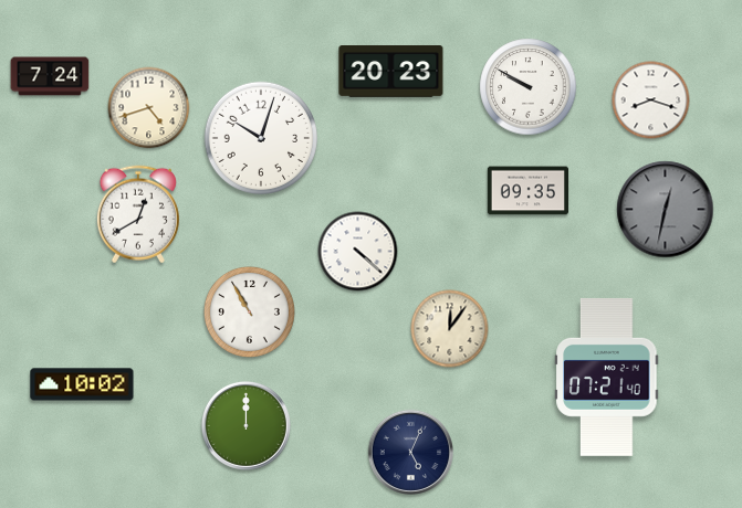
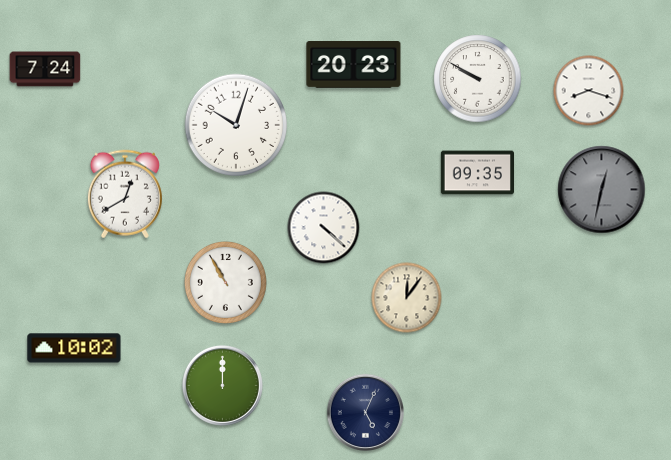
clock at (149, 108): 4:42 -> none
clock at (607, 377): 07:21 -> none
clock at (410, 452) position: (410, 452) -> (365, 412)
